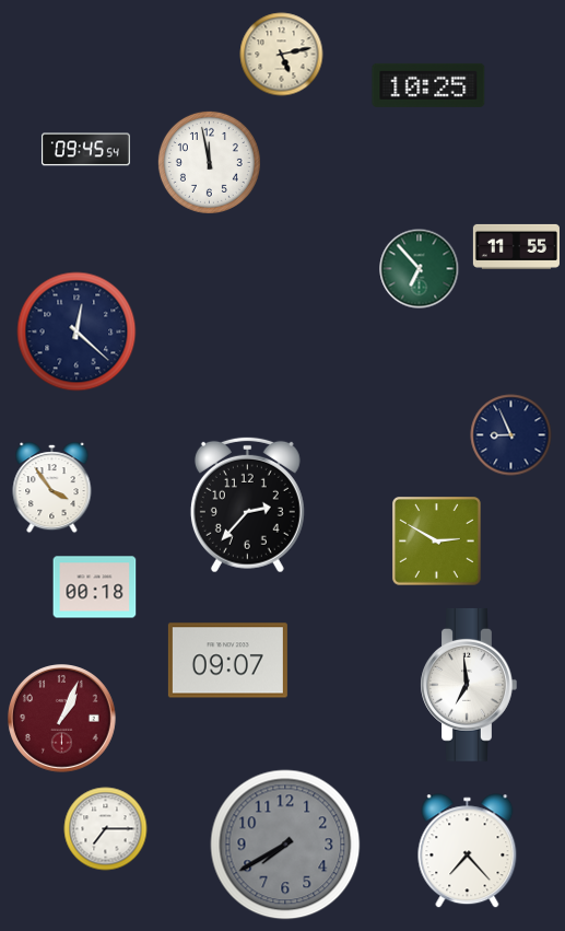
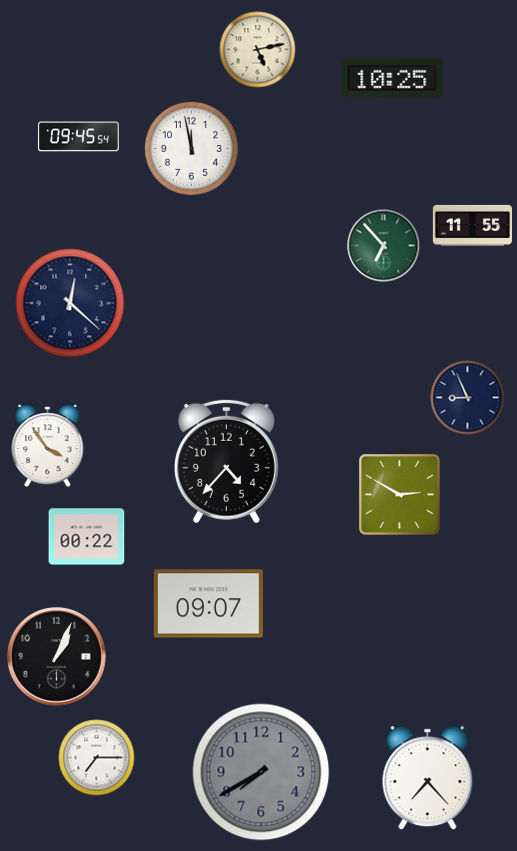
clock at (247, 504): 2:37 -> 4:37
clock at (95, 587): 00:18 -> 00:22
clock at (469, 685): 6:59 -> none
clock at (62, 719) dial: burgundy -> black
